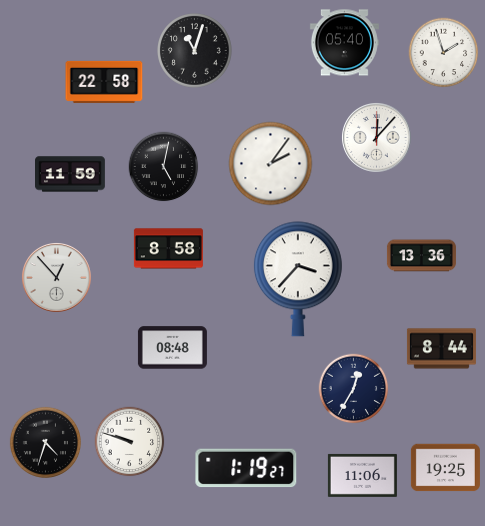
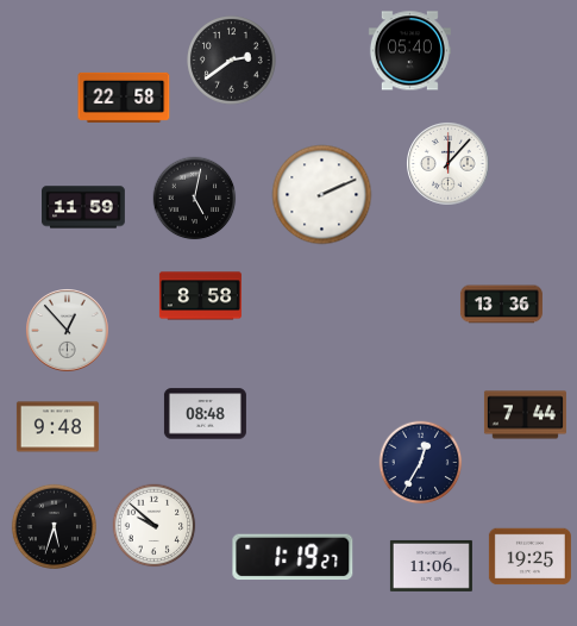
clock at (195, 51): 11:03 -> 2:39
clock at (444, 53): 1:57 -> none
clock at (271, 164): 2:06 -> 2:11
clock at (298, 279): 3:37 -> none
clock at (441, 349): 8:44 -> 7:44
clock at (57, 427): none -> 9:48
clock at (45, 442): 4:33 -> 5:33
clock at (130, 442): 9:48 -> 9:52
